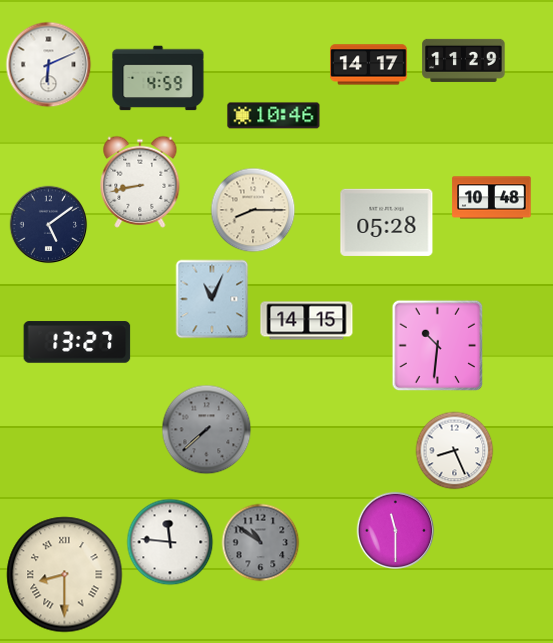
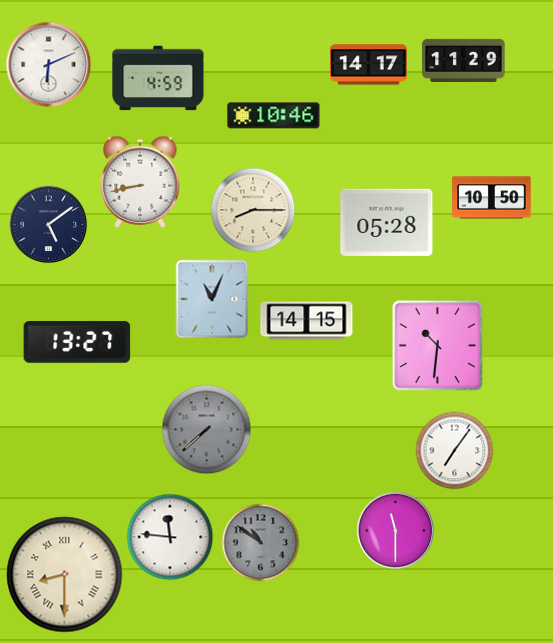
clock at (492, 198): 10:48 -> 10:50
clock at (454, 450): 8:26 -> 7:06
clock at (170, 542) position: (170, 542) -> (170, 537)
